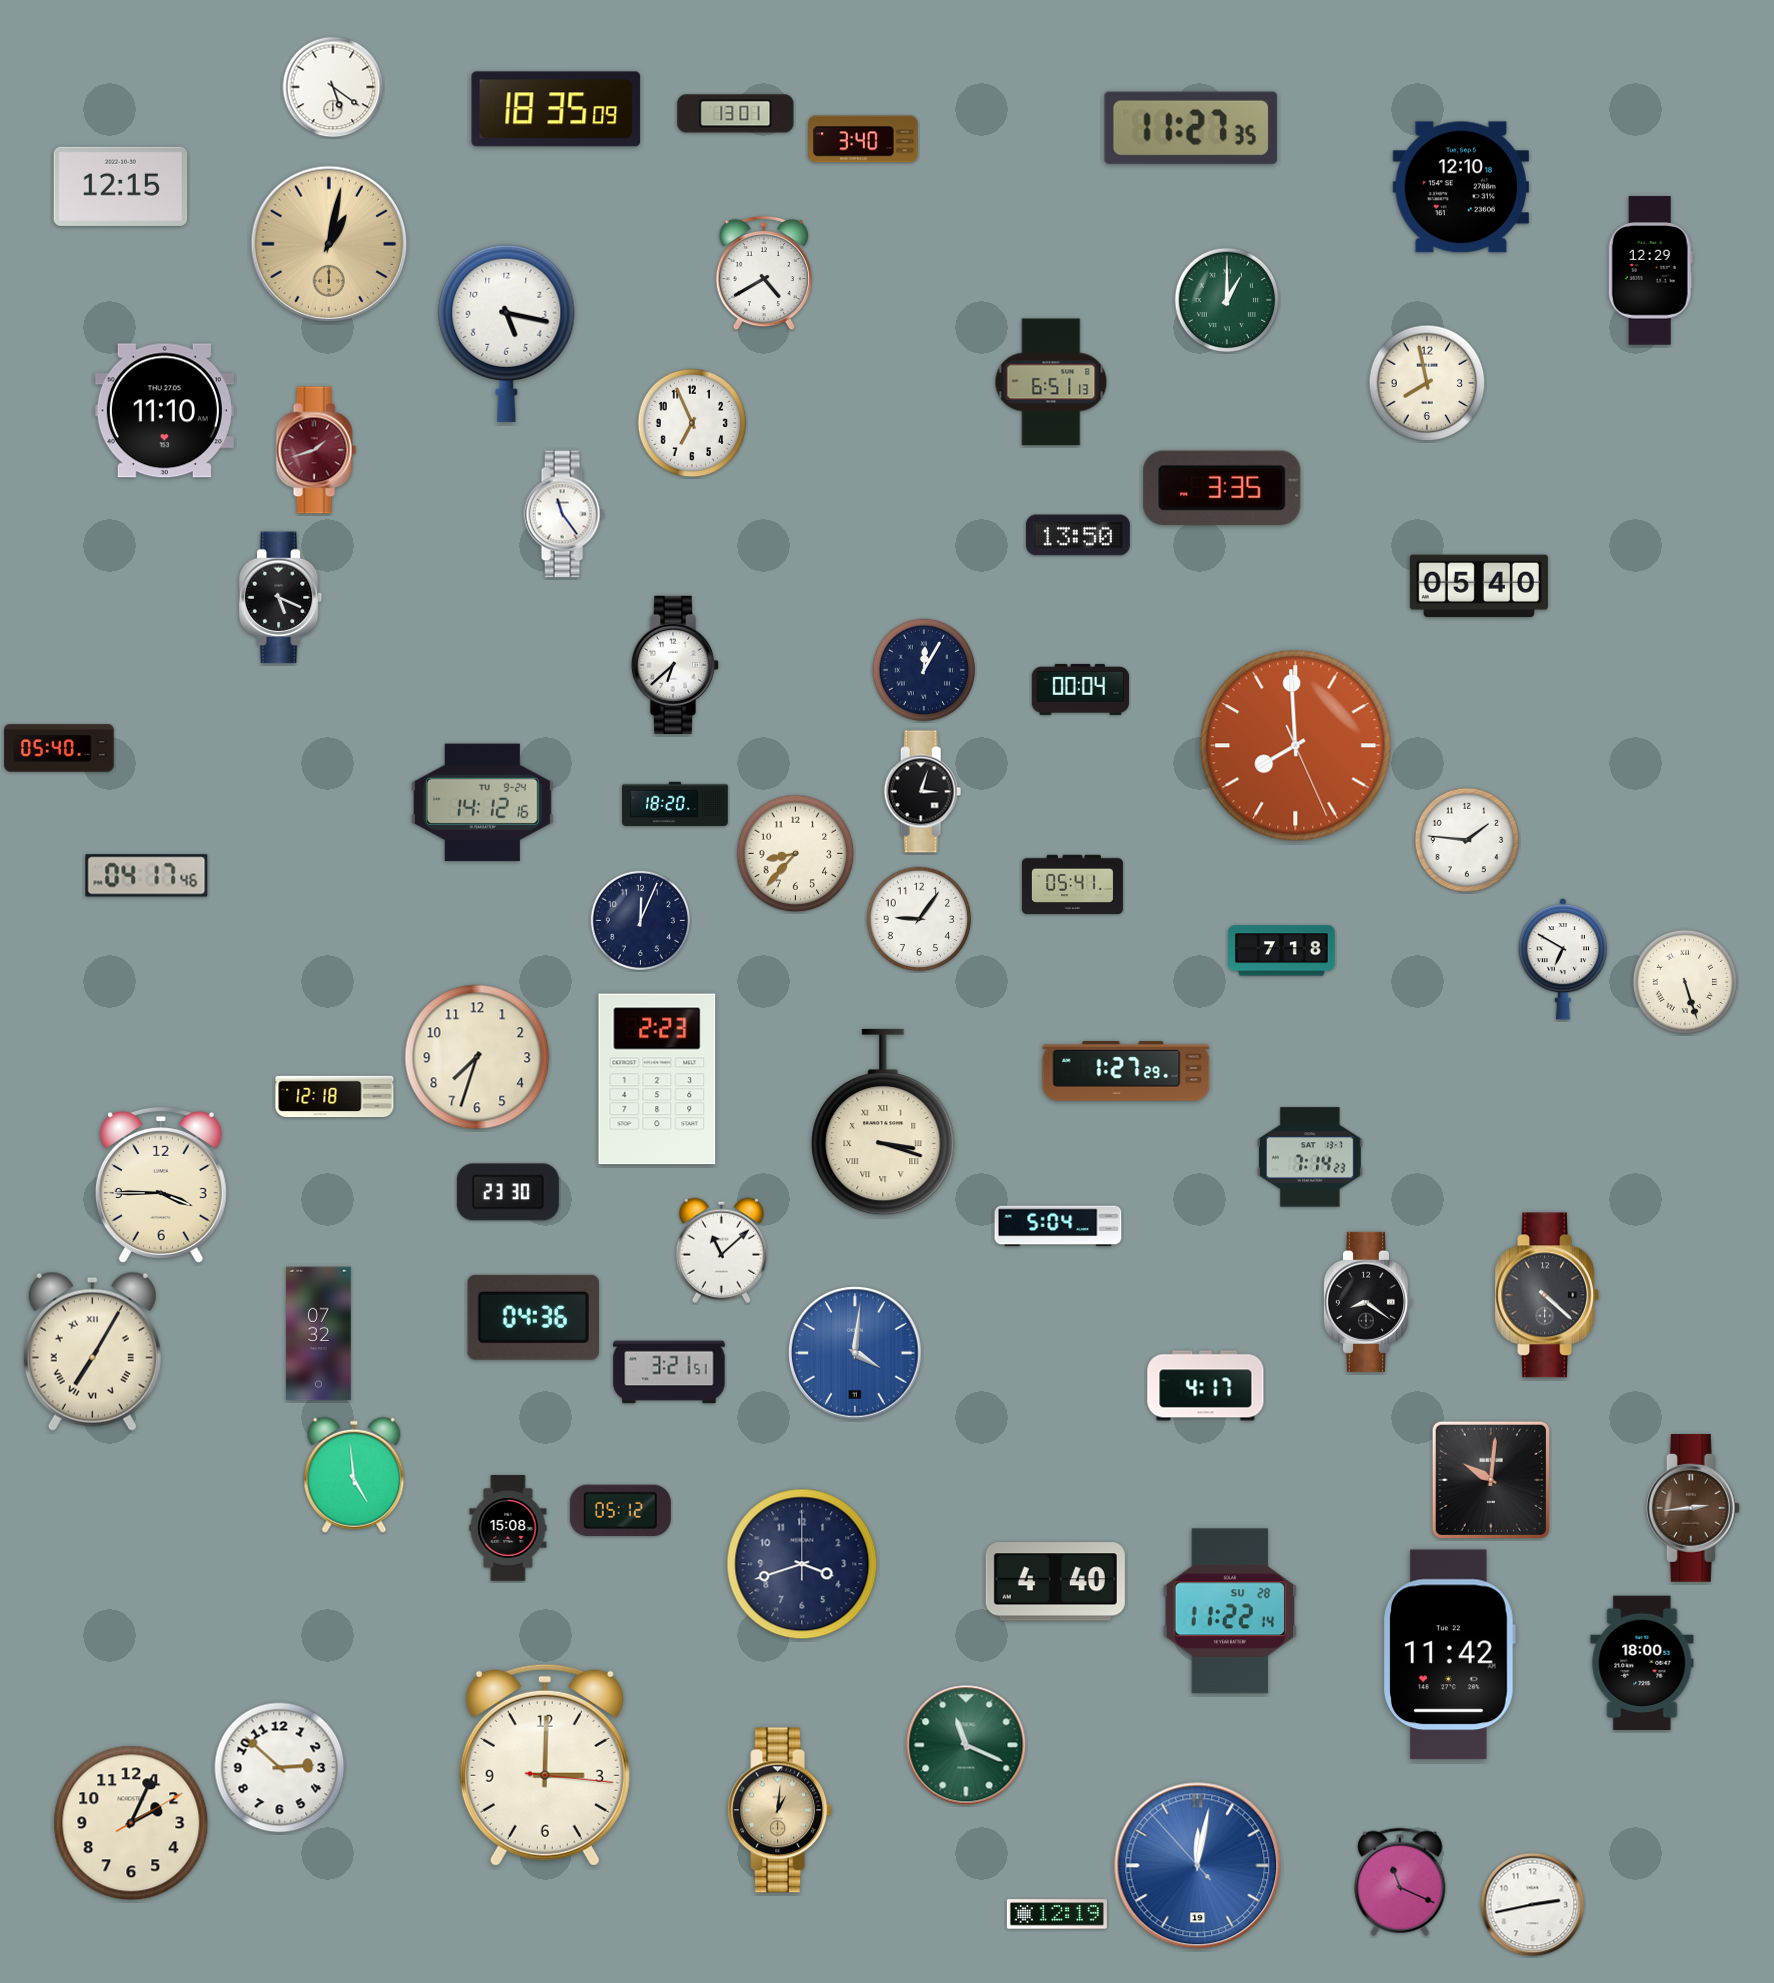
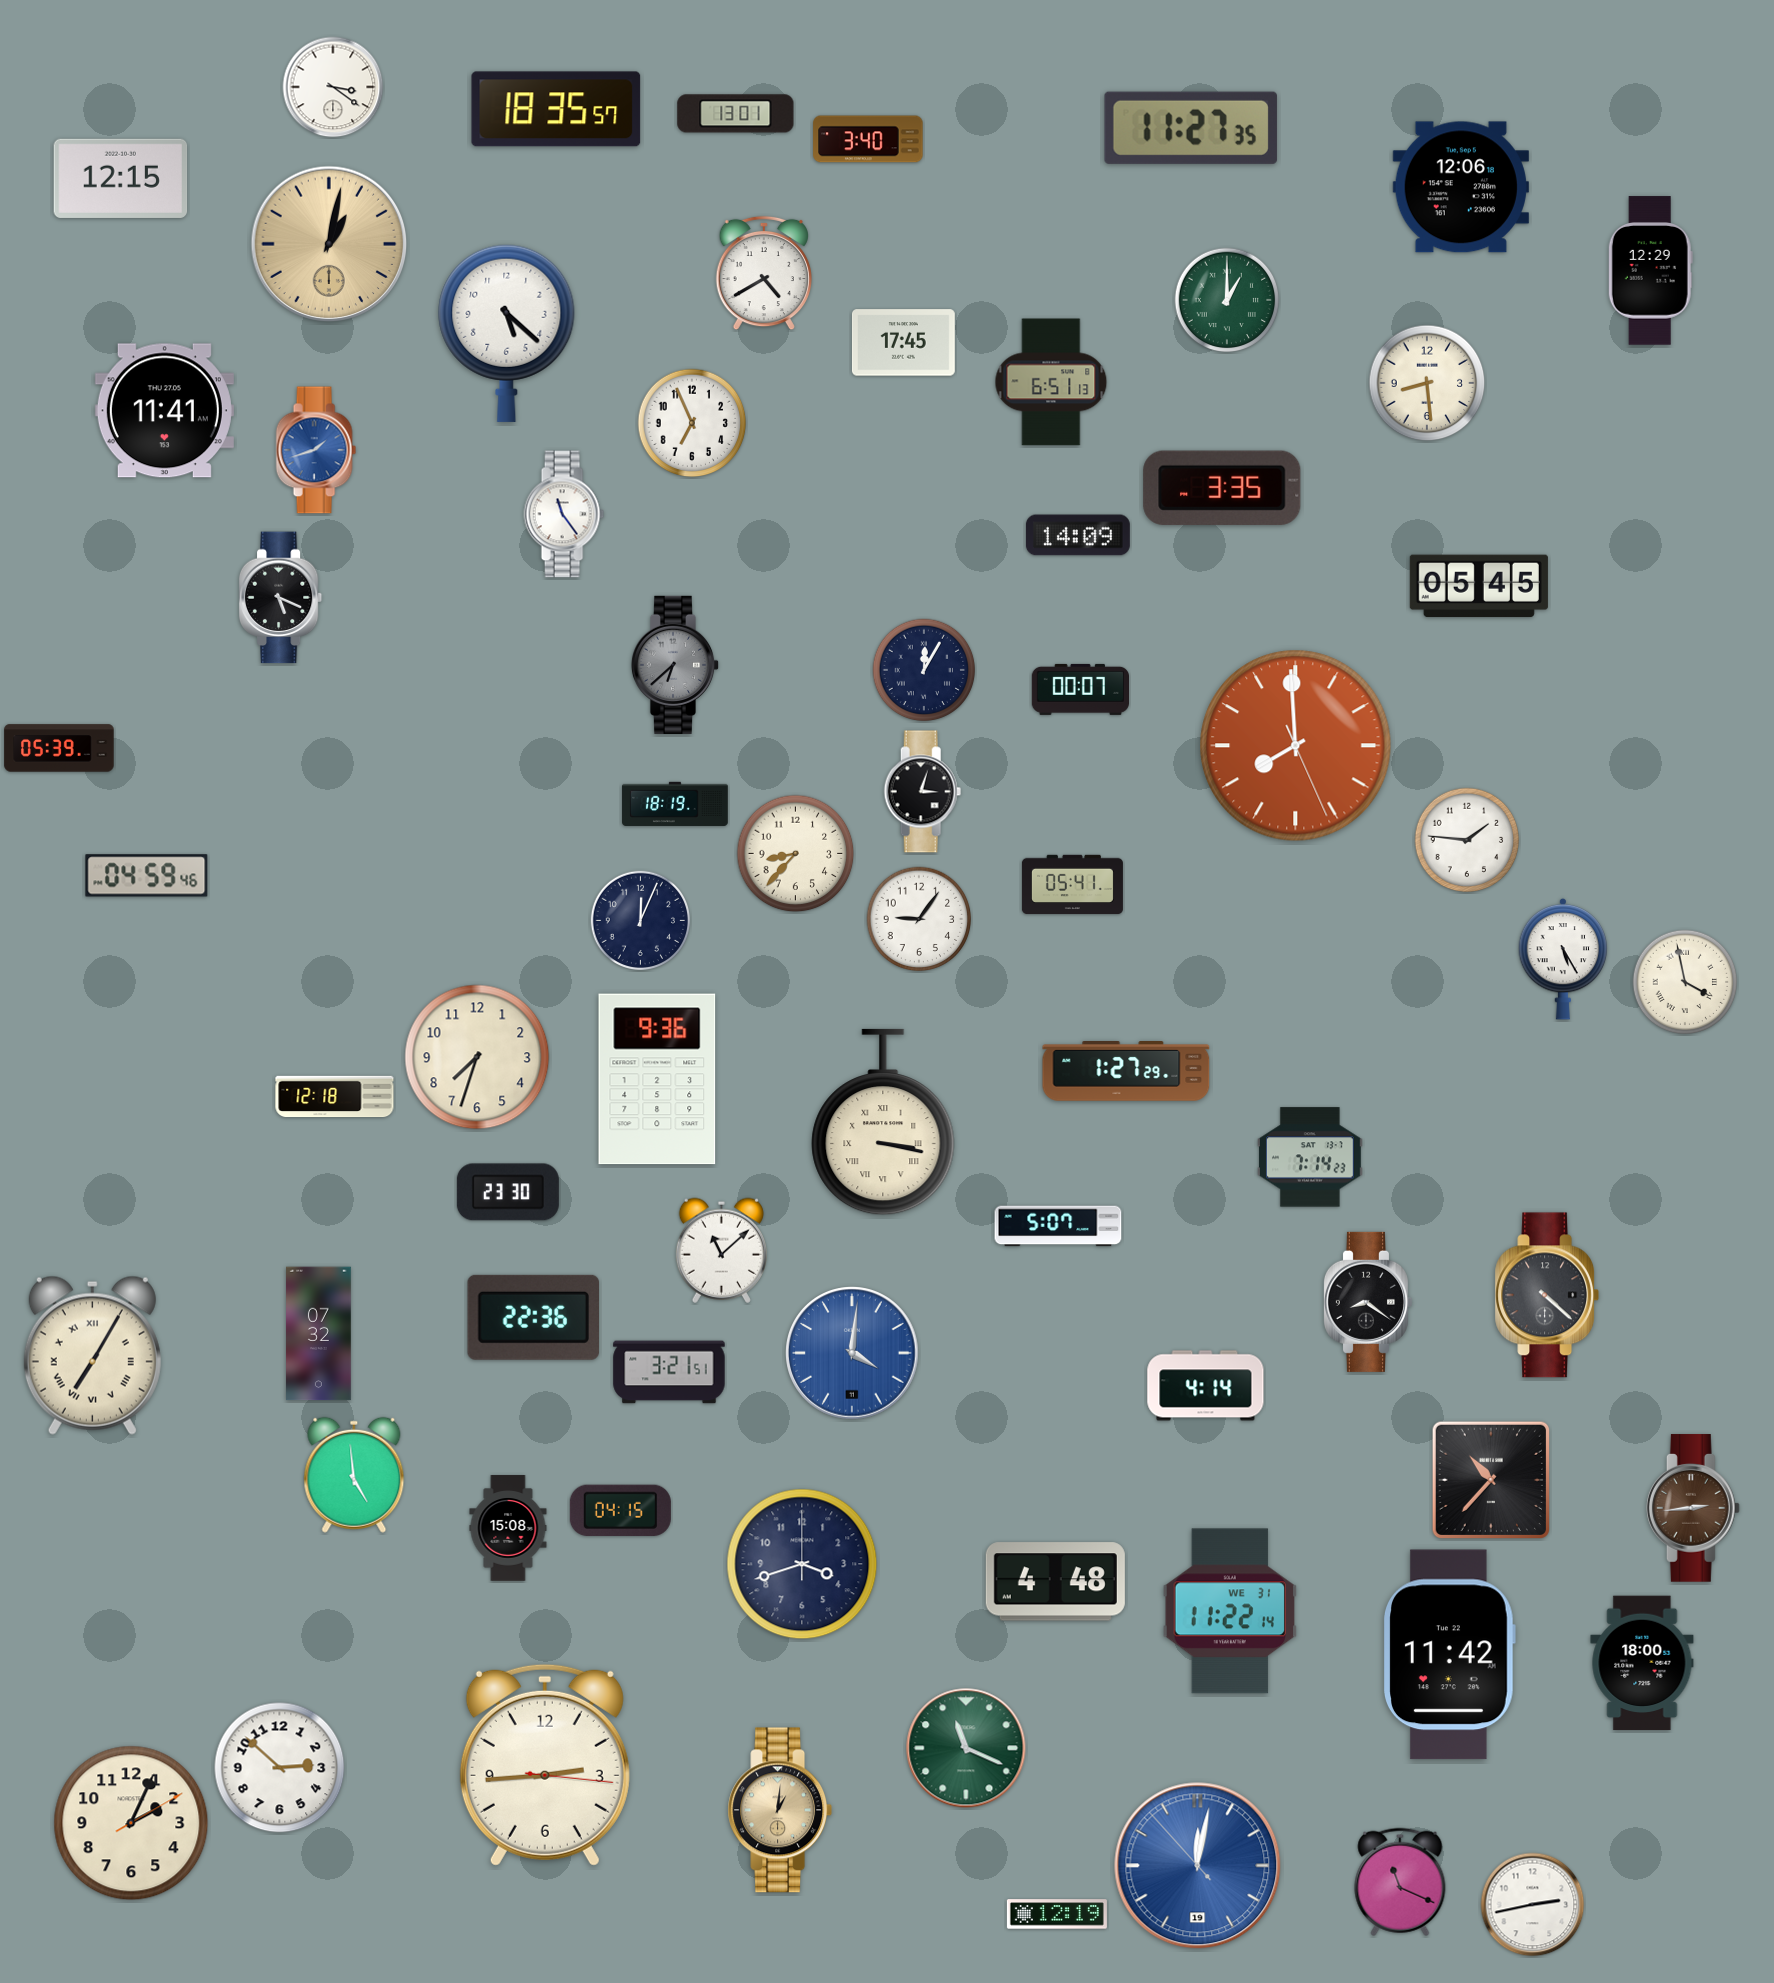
clock at (333, 87): 5:21 -> 3:21
clock at (556, 109): 18:35:09 -> 18:35:57
clock at (863, 139) position: (863, 139) -> (868, 139)
clock at (121, 186) position: (121, 186) -> (121, 178)
clock at (1461, 187): 12:10 -> 12:06
clock at (507, 333): 5:17 -> 5:22
clock at (903, 343): none -> 17:45
clock at (1427, 383): 7:58 -> 8:29
clock at (164, 411): 11:10 -> 11:41
clock at (316, 450) dial: burgundy -> blue
clock at (1078, 535): 13:50 -> 14:09
clock at (1479, 586): 05:40 -> 05:45
clock at (675, 665) dial: white -> grey
clock at (1080, 689): 00:04 -> 00:07
clock at (59, 748): 05:40 -> 05:39
clock at (482, 803): 14:12 -> none
clock at (675, 804): 18:20 -> 18:19
clock at (147, 876): 04:17 -> 04:59
clock at (1282, 951): 7:18 -> none
clock at (1563, 959): 6:50 -> 5:25
clock at (1685, 982): 5:27 -> 3:58
clock at (657, 1079): 2:23 -> 9:36
clock at (883, 1122): 3:18 -> 3:17
clock at (161, 1185): 3:45 -> none
clock at (1058, 1226): 5:04 -> 5:07
clock at (533, 1317): 04:36 -> 22:36
clock at (92, 1351) position: (92, 1351) -> (92, 1355)
clock at (855, 1353) position: (855, 1353) -> (852, 1353)
clock at (1206, 1386): 4:17 -> 4:14
clock at (1490, 1479): 10:01 -> 10:37
clock at (620, 1510): 05:12 -> 04:15
clock at (1055, 1582): 4:40 -> 4:48
clock at (1229, 1611) date: SU 28 -> WE 31
clock at (966, 1745) position: (966, 1745) -> (966, 1748)
clock at (545, 1765): 3:00 -> 2:44
